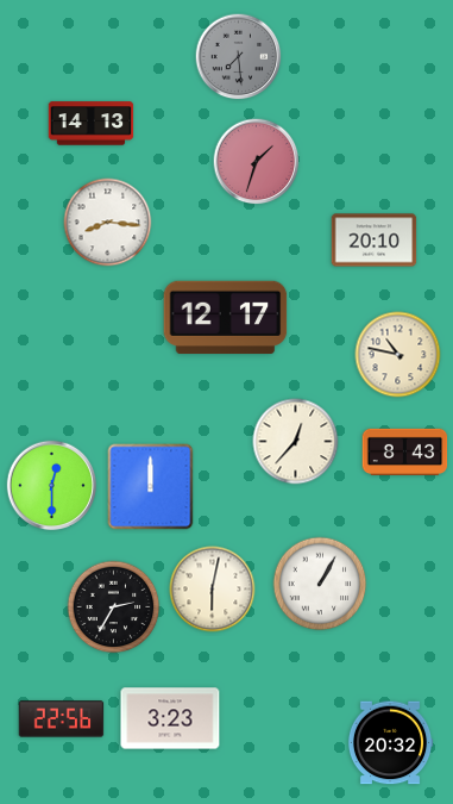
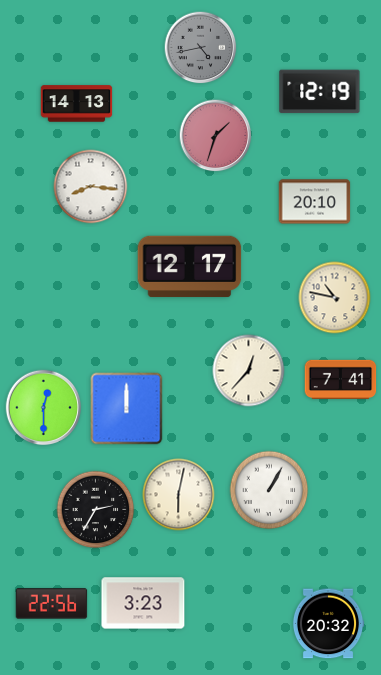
clock at (239, 57): 7:29 -> 4:43
clock at (320, 92): none -> 12:19
clock at (405, 451): 8:43 -> 7:41
